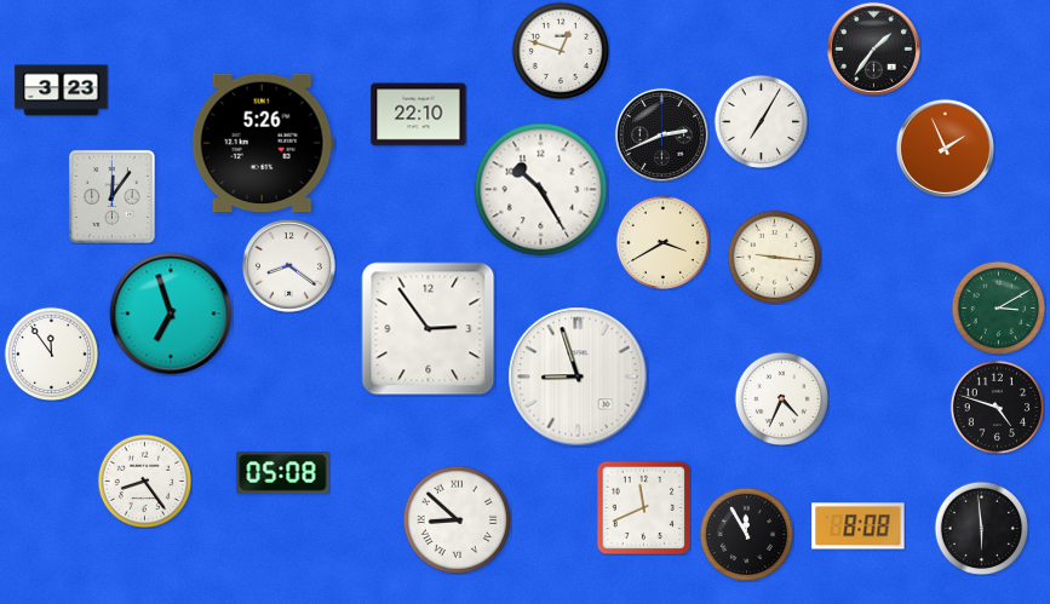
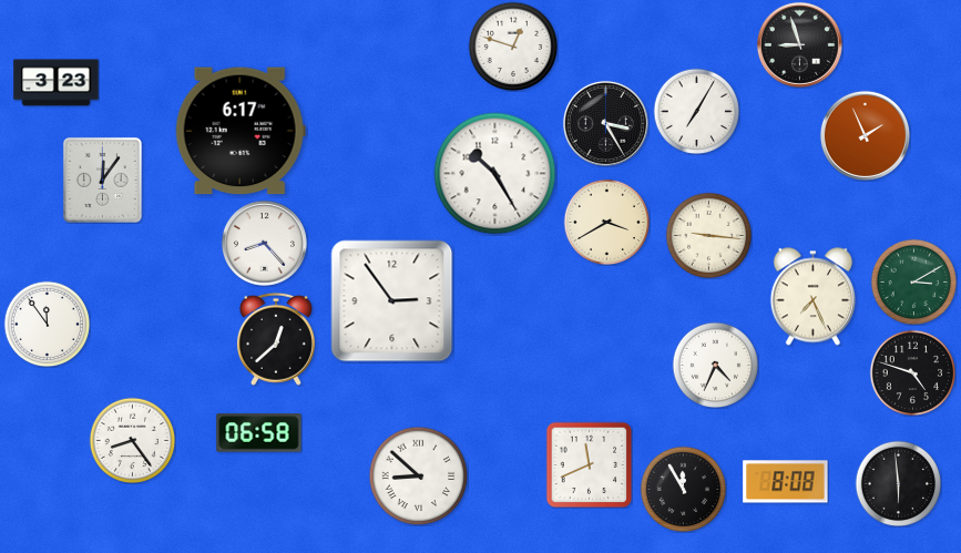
clock at (873, 48): 1:36 -> 8:57
clock at (419, 115): 22:10 -> none
clock at (661, 134): 2:41 -> 3:25
clock at (263, 143): 5:26 -> 6:17
clock at (288, 265): 8:21 -> 8:23
clock at (171, 313): 6:57 -> none
clock at (812, 297): none -> 7:26
clock at (276, 339): none -> 12:38
clock at (578, 376): 8:57 -> none
clock at (283, 473): 05:08 -> 06:58
